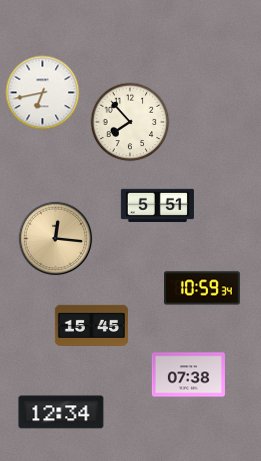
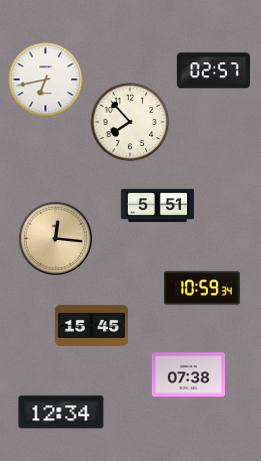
clock at (213, 71): none -> 02:57
clock at (43, 93) position: (43, 93) -> (46, 80)
